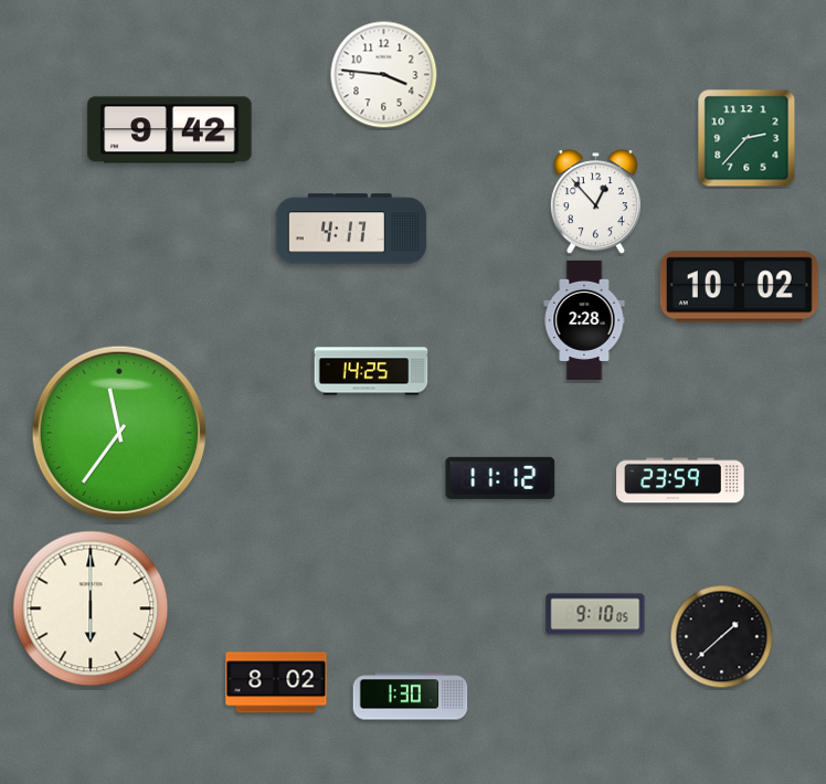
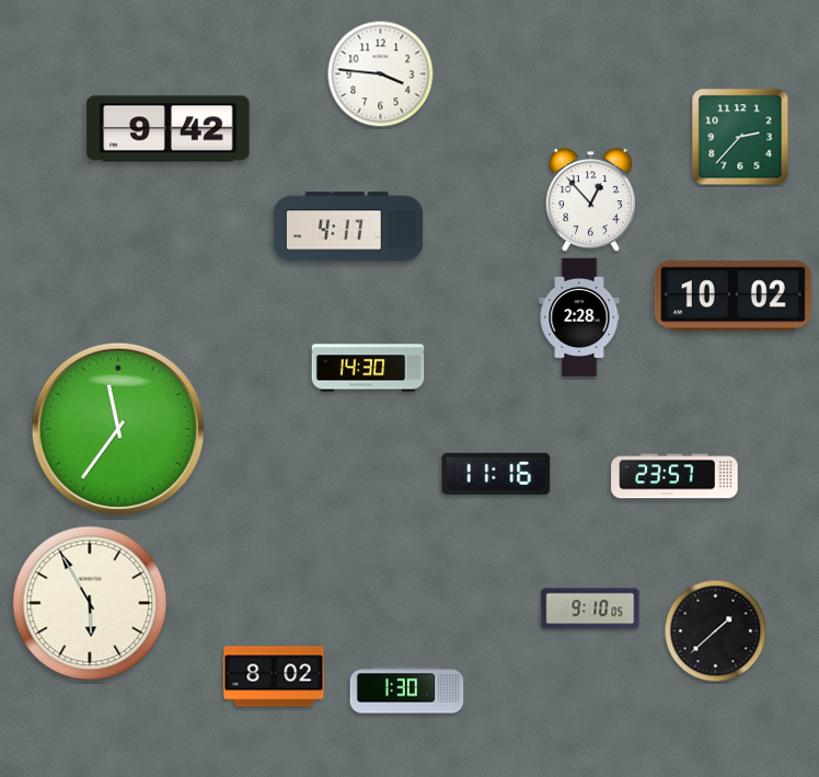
clock at (739, 287) position: (739, 287) -> (733, 297)
clock at (371, 371): 14:25 -> 14:30
clock at (500, 478): 11:12 -> 11:16
clock at (680, 480): 23:59 -> 23:57
clock at (91, 608): 6:00 -> 5:55
